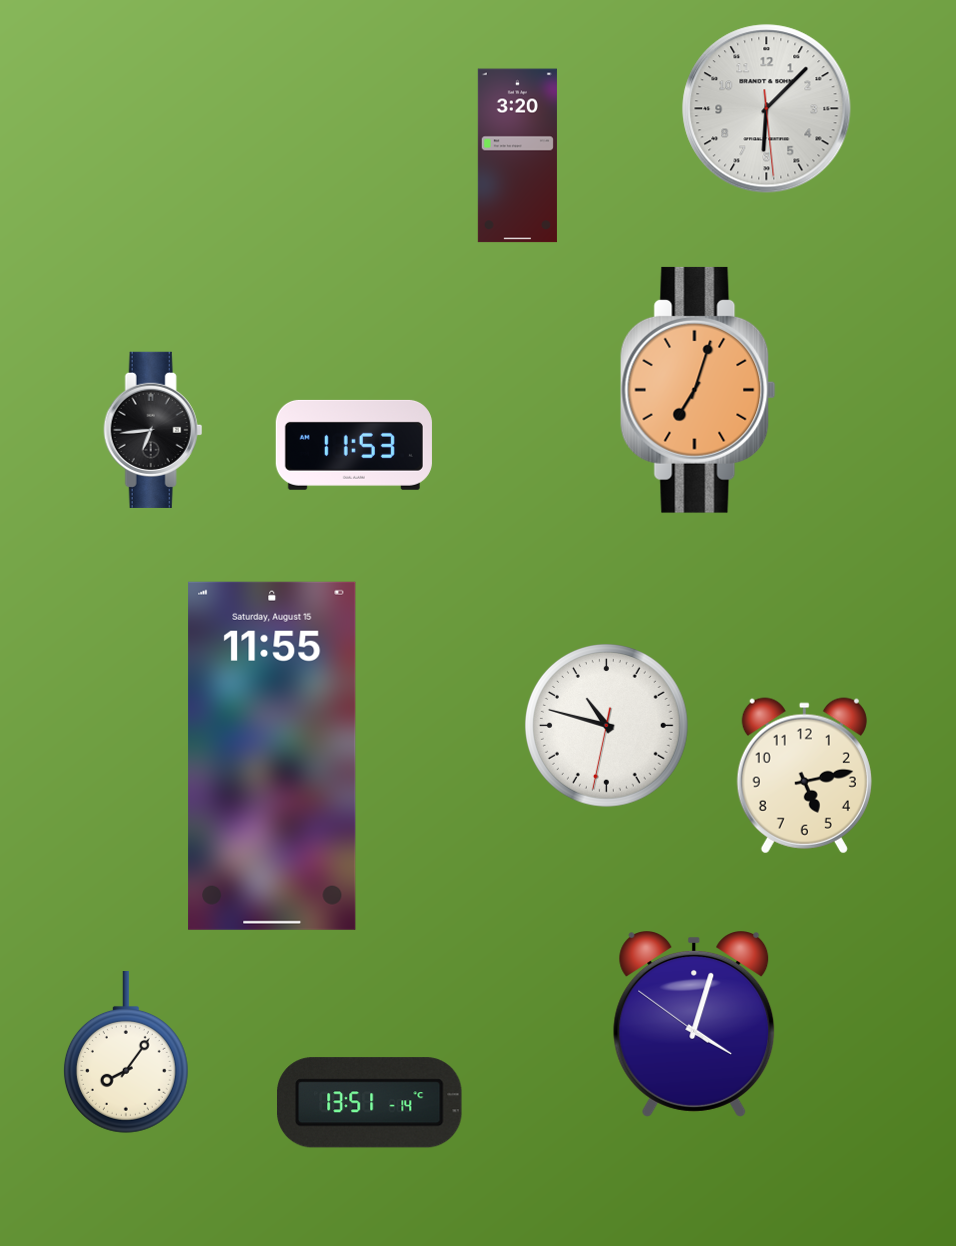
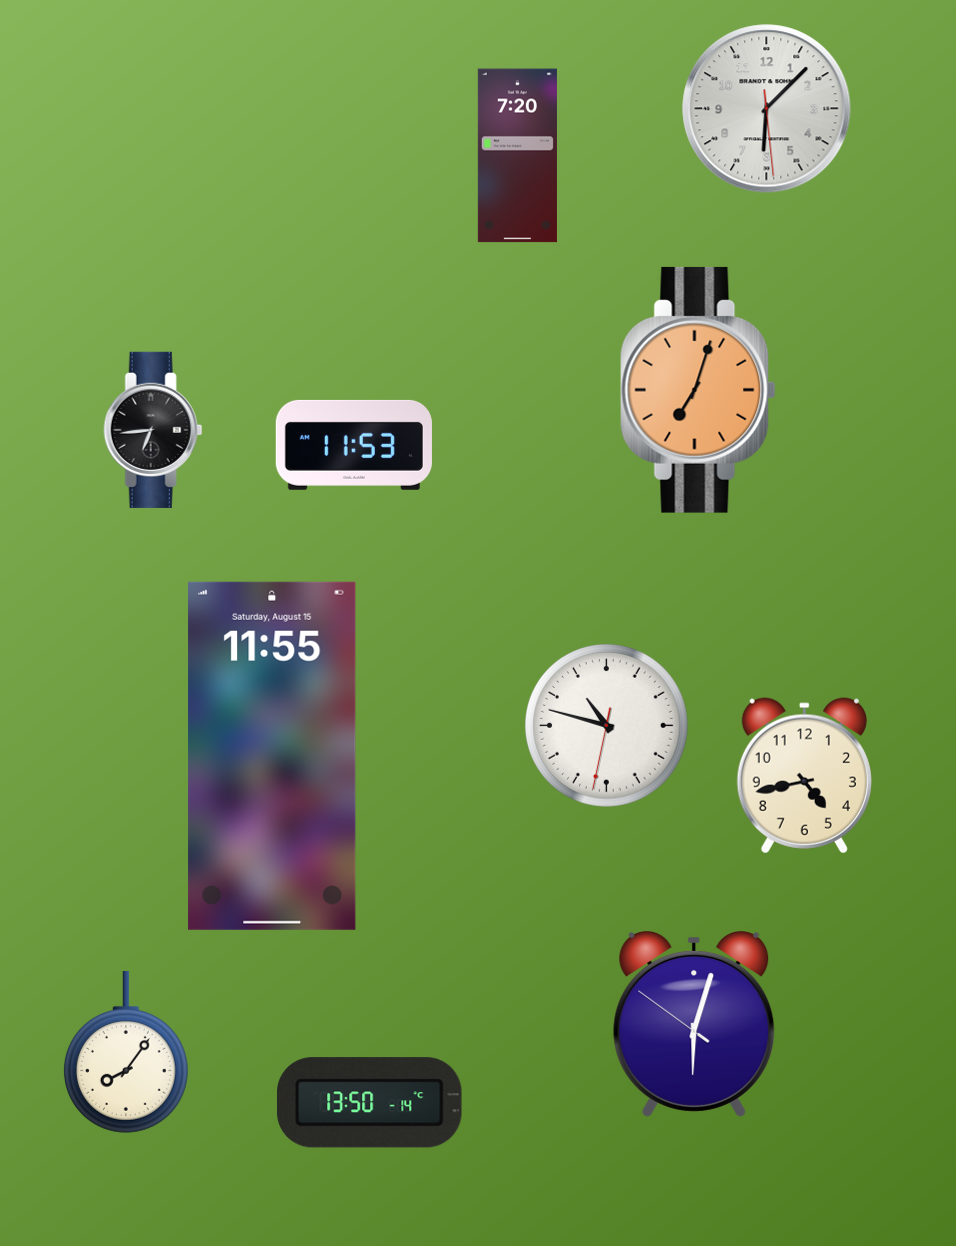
clock at (517, 156): 3:20 -> 7:20
clock at (804, 776): 5:13 -> 4:43
clock at (694, 1025): 4:02 -> 6:02
clock at (370, 1103): 13:51 -> 13:50
